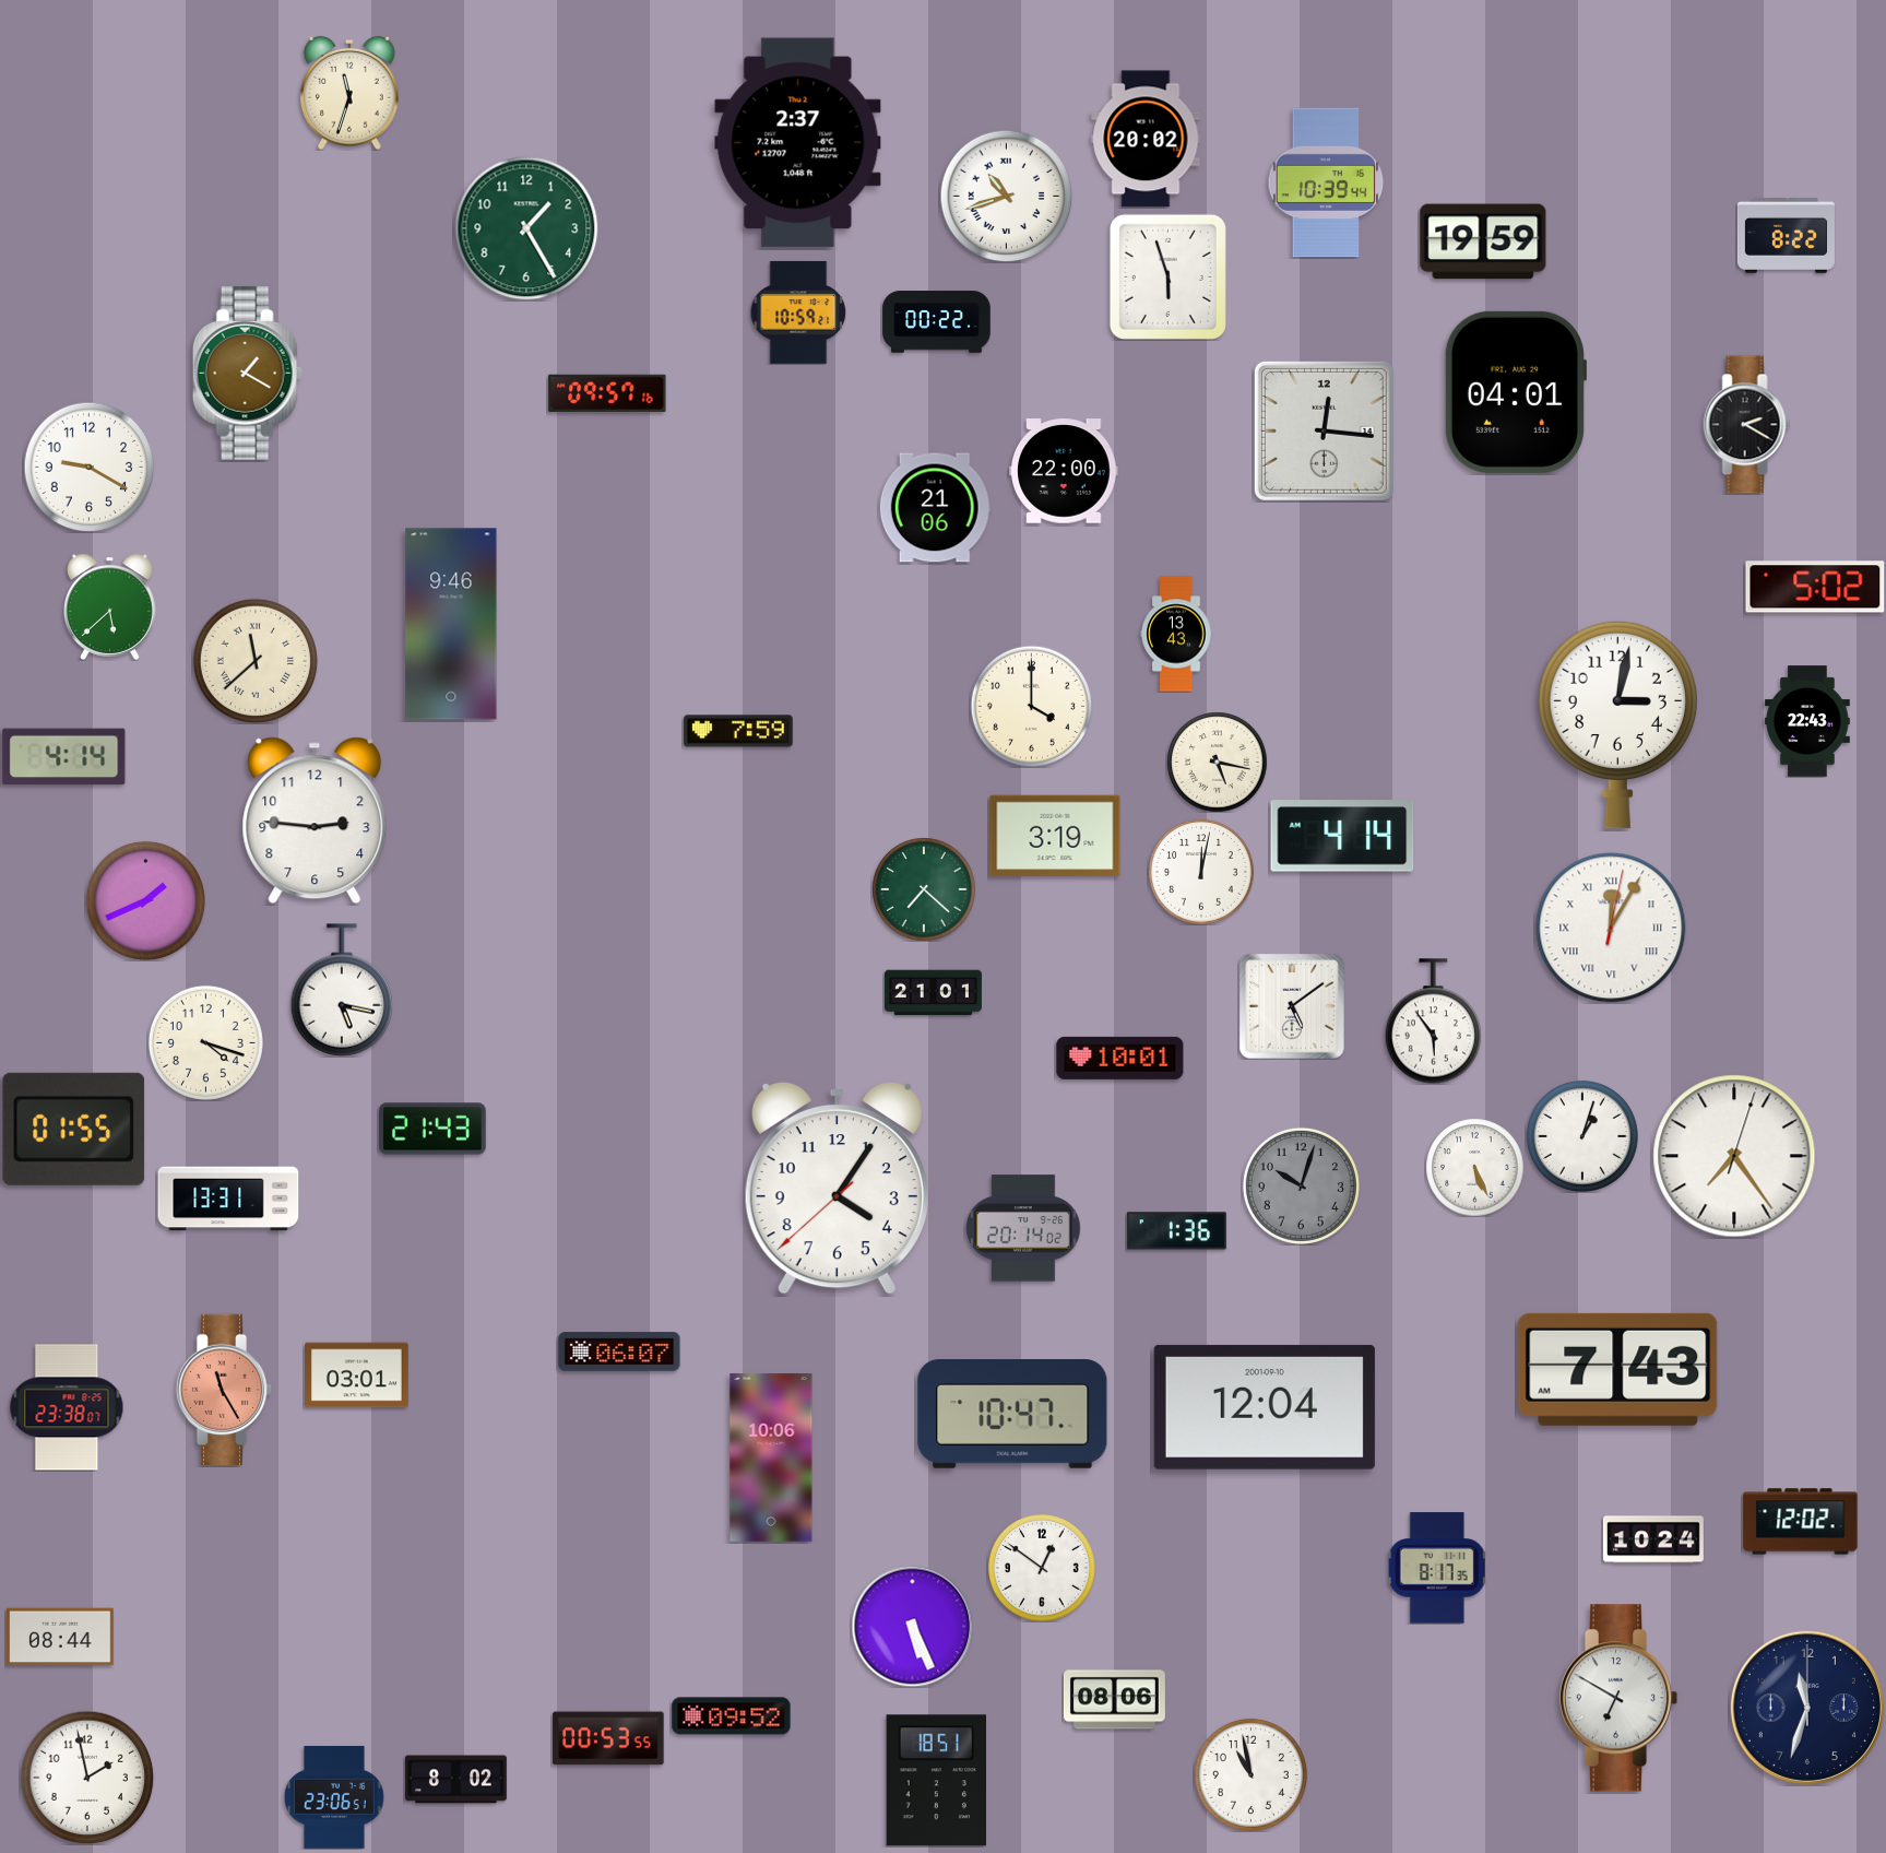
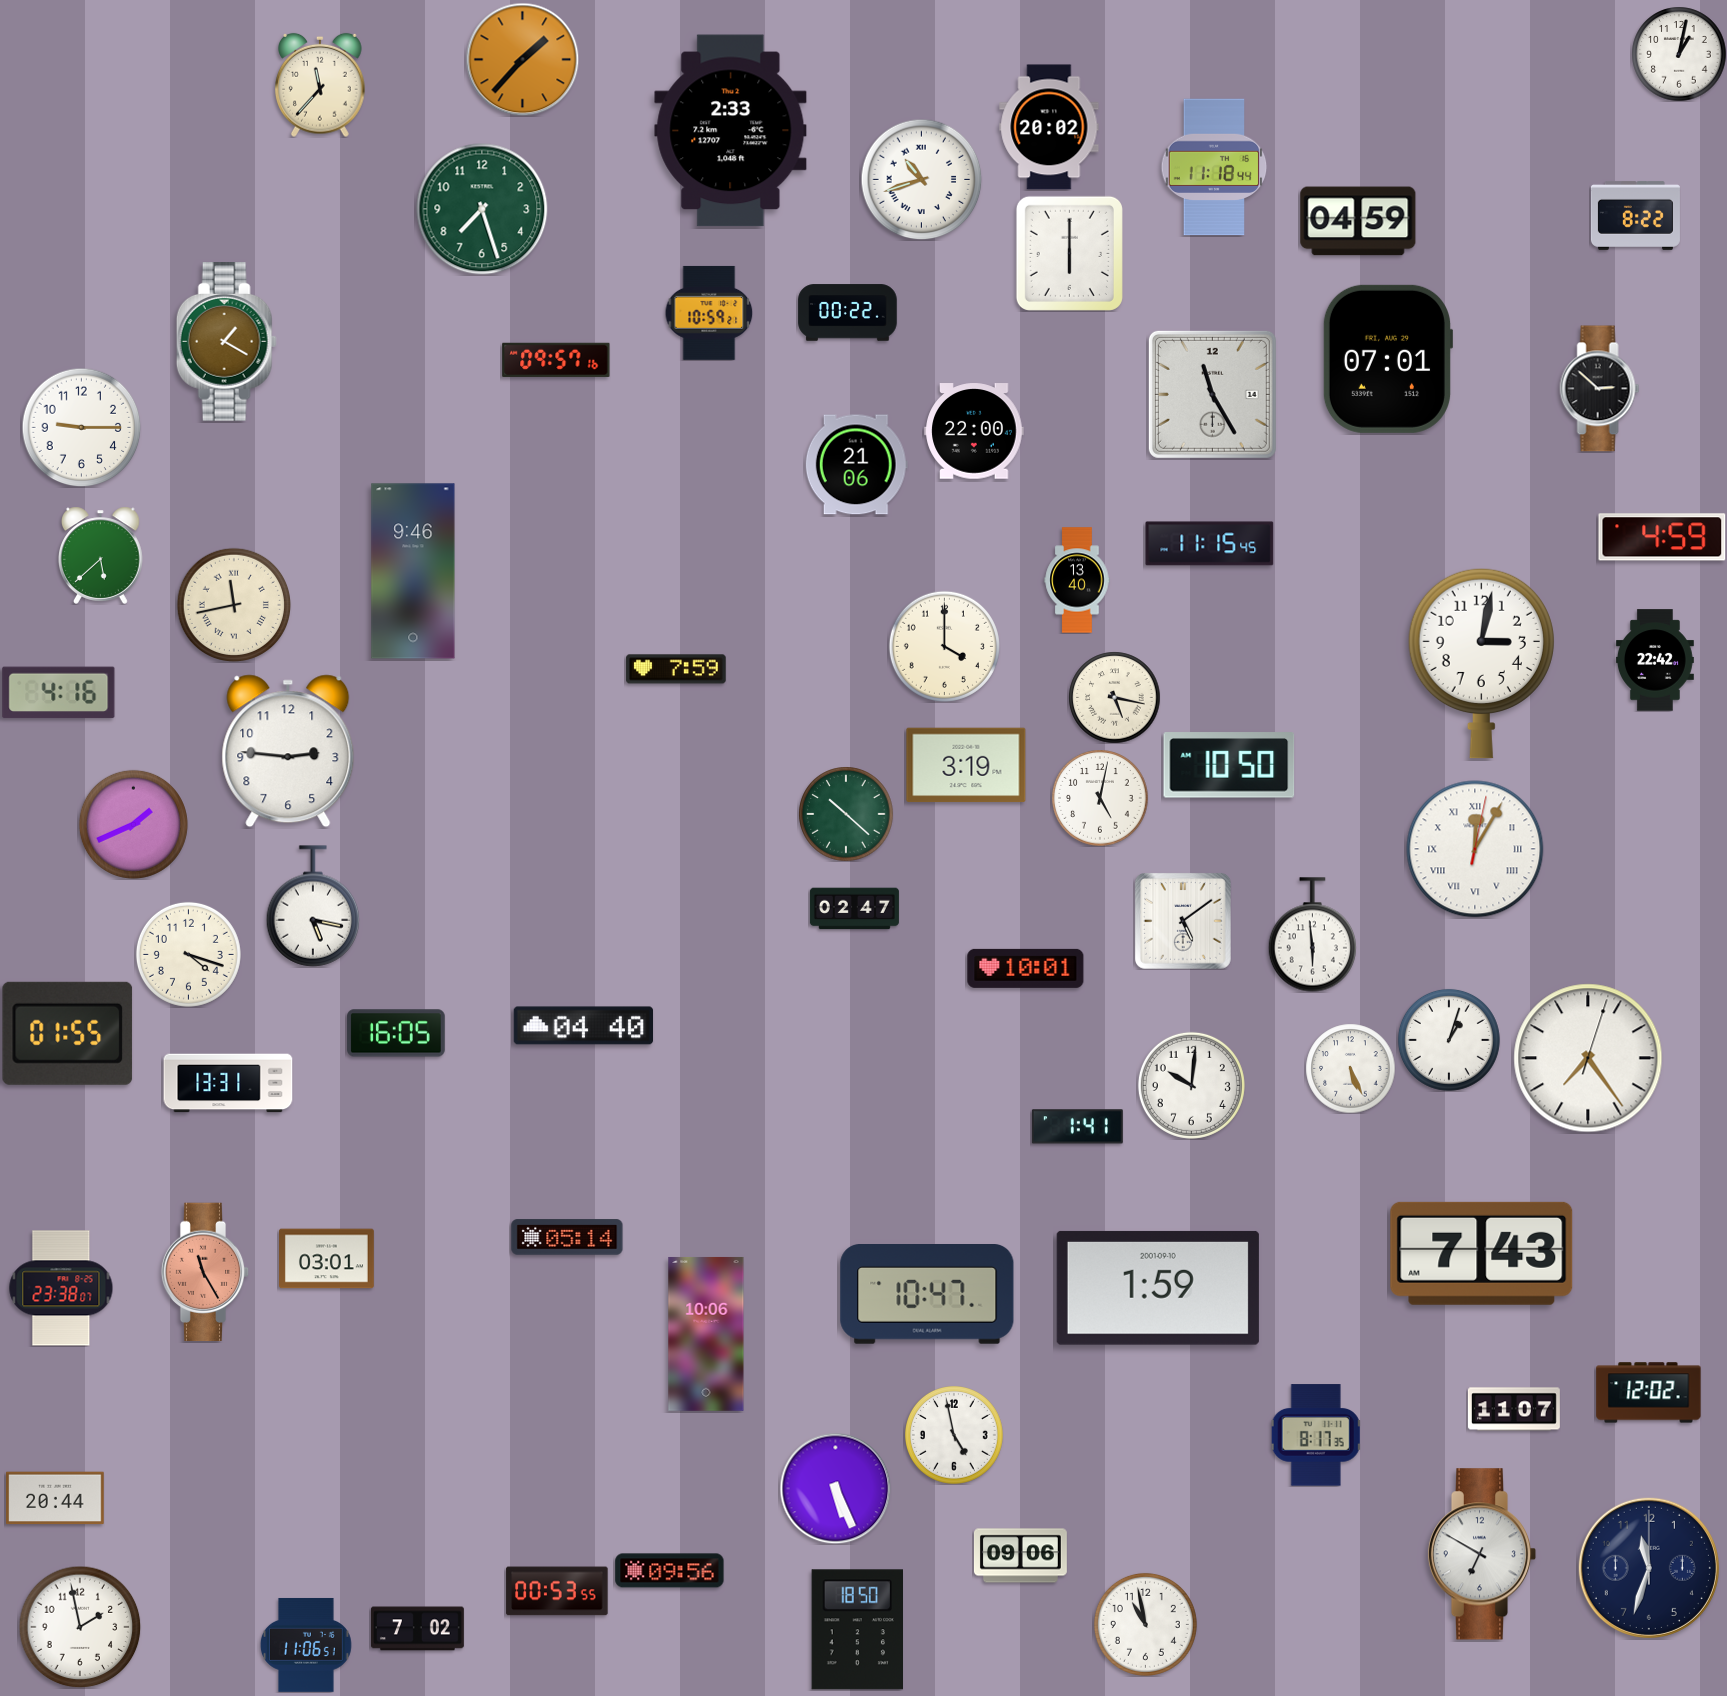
clock at (1679, 54): none -> 1:02
clock at (522, 59): none -> 1:37
clock at (351, 93): 11:33 -> 11:37
clock at (798, 143): 2:37 -> 2:33
clock at (1326, 182): 10:39 -> 11:18
clock at (526, 228): 1:25 -> 7:27
clock at (1483, 241): 19:59 -> 04:59
clock at (1167, 276): 5:57 -> 6:00
clock at (798, 312) position: (798, 312) -> (709, 313)
clock at (937, 322) position: (937, 322) -> (848, 313)
clock at (1515, 392): 04:01 -> 07:01
clock at (1747, 425): 2:20 -> 2:52
clock at (1324, 430): 12:16 -> 11:25
clock at (88, 467): 9:20 -> 9:15
clock at (1815, 587): 5:02 -> 4:59
clock at (1210, 544): none -> 11:15
clock at (1176, 634): 13:43 -> 13:40
clock at (254, 660): 11:38 -> 11:43
clock at (1807, 721): 22:43 -> 22:42
clock at (64, 757): 4:14 -> 4:16
clock at (1342, 836): 4:14 -> 10:50
clock at (1201, 872): 12:02 -> 5:02
clock at (924, 889): 7:22 -> 10:22
clock at (933, 993): 21:01 -> 02:47
clock at (1433, 1022): 5:54 -> 5:59
clock at (584, 1026): none -> 04:40
clock at (432, 1129): 21:43 -> 16:05
clock at (1301, 1185): 10:03 -> 10:01
clock at (1301, 1185) dial: grey -> white
clock at (837, 1188): 4:05 -> none
clock at (228, 1199) position: (228, 1199) -> (228, 1083)
clock at (1024, 1228): 20:14 -> none
clock at (1176, 1231): 1:36 -> 1:41
clock at (619, 1352): 06:07 -> 05:14
clock at (1265, 1407): 12:04 -> 1:59
clock at (1653, 1539): 10:24 -> 11:07
clock at (1043, 1569): 12:51 -> 4:58
clock at (60, 1637): 08:44 -> 20:44
clock at (1114, 1700): 08:06 -> 09:06
clock at (1807, 1708) position: (1807, 1708) -> (1649, 1568)
clock at (732, 1716): 09:52 -> 09:56
clock at (455, 1780): 8:02 -> 7:02
clock at (936, 1781): 18:51 -> 18:50
clock at (334, 1797): 23:06 -> 11:06
